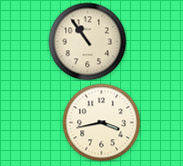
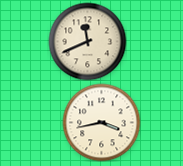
clock at (87, 41): 10:54 -> 11:41
